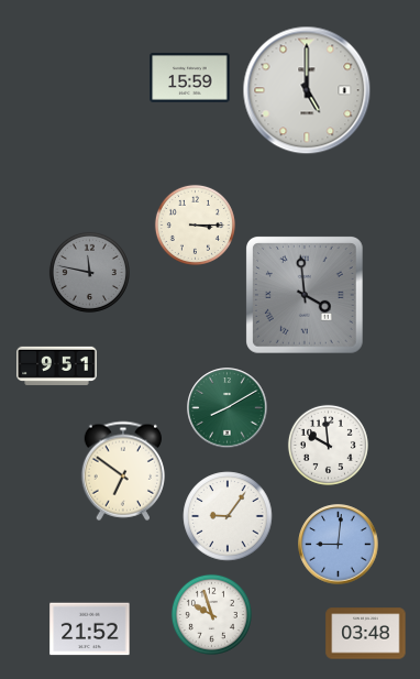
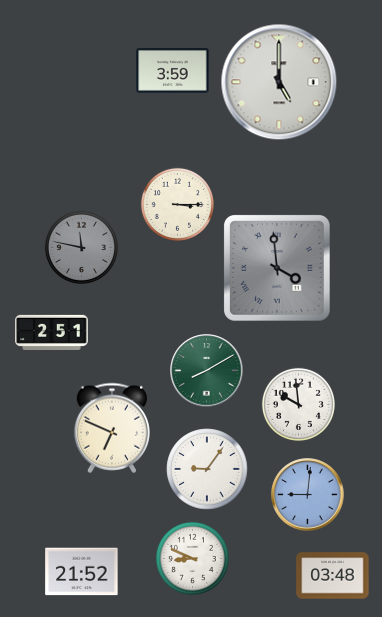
clock at (190, 78): 15:59 -> 3:59
clock at (57, 365): 9:51 -> 2:51
clock at (122, 471): 6:51 -> 6:49
clock at (211, 614): 9:57 -> 8:49
